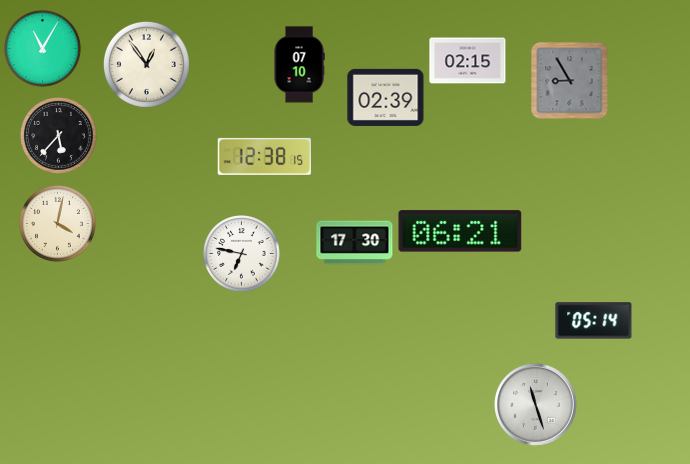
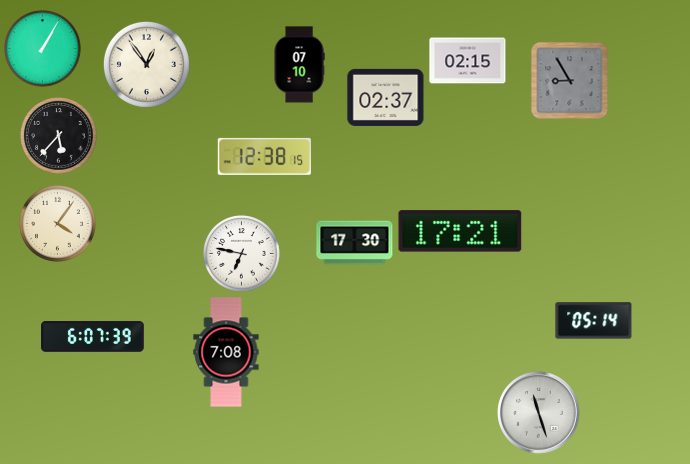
clock at (43, 49): 11:05 -> 1:05
clock at (386, 97): 02:39 -> 02:37
clock at (58, 224): 4:02 -> 4:06
clock at (460, 231): 06:21 -> 17:21
clock at (93, 337): none -> 6:07
clock at (226, 352): none -> 7:08
clock at (536, 405) position: (536, 405) -> (539, 413)
